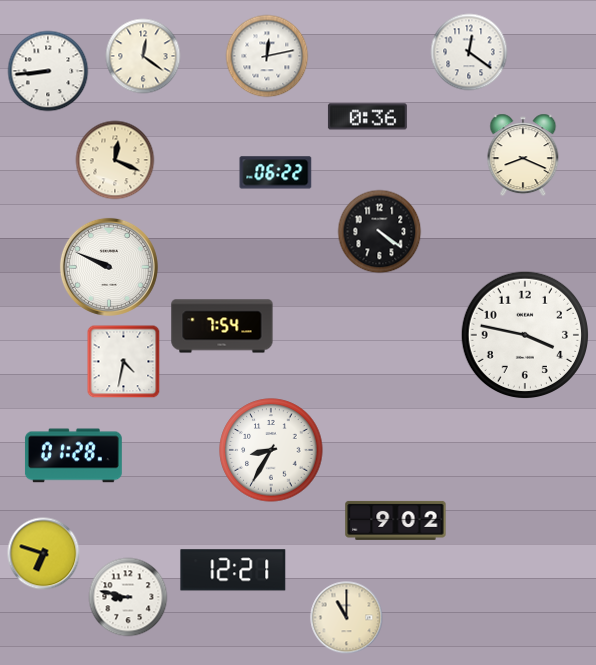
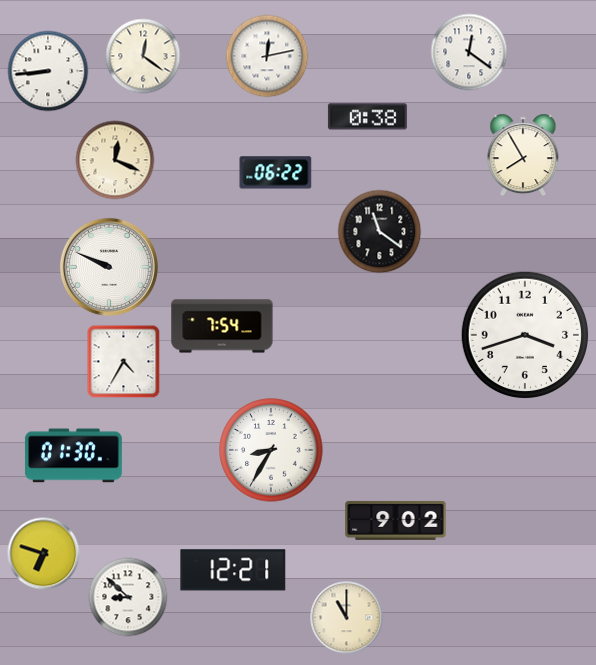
clock at (367, 117): 0:36 -> 0:38
clock at (523, 155): 8:19 -> 7:55
clock at (380, 232): 4:21 -> 11:21
clock at (524, 334): 3:47 -> 3:42
clock at (124, 362): 4:32 -> 4:35
clock at (73, 456): 01:28 -> 01:30
clock at (128, 597): 8:47 -> 8:52
